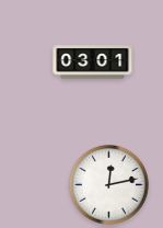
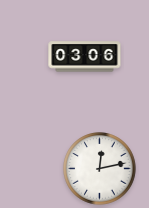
clock at (93, 62): 03:01 -> 03:06
